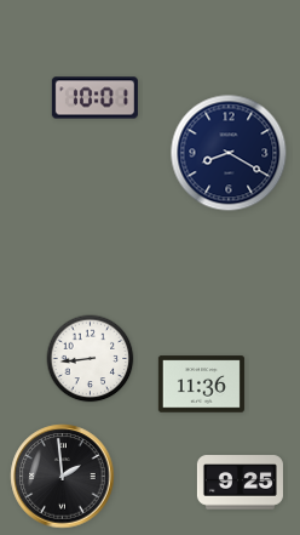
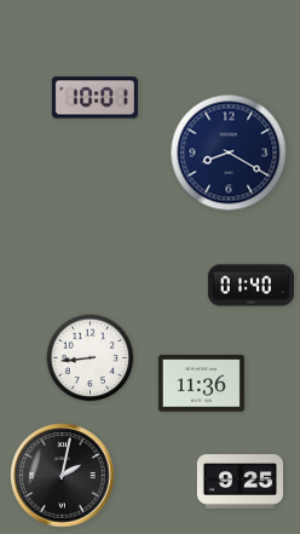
clock at (250, 286): none -> 01:40
clock at (63, 477): 1:59 -> 2:02
